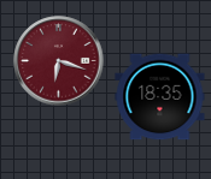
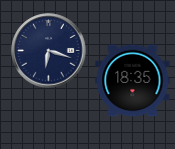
clock at (59, 61) dial: burgundy -> navy
